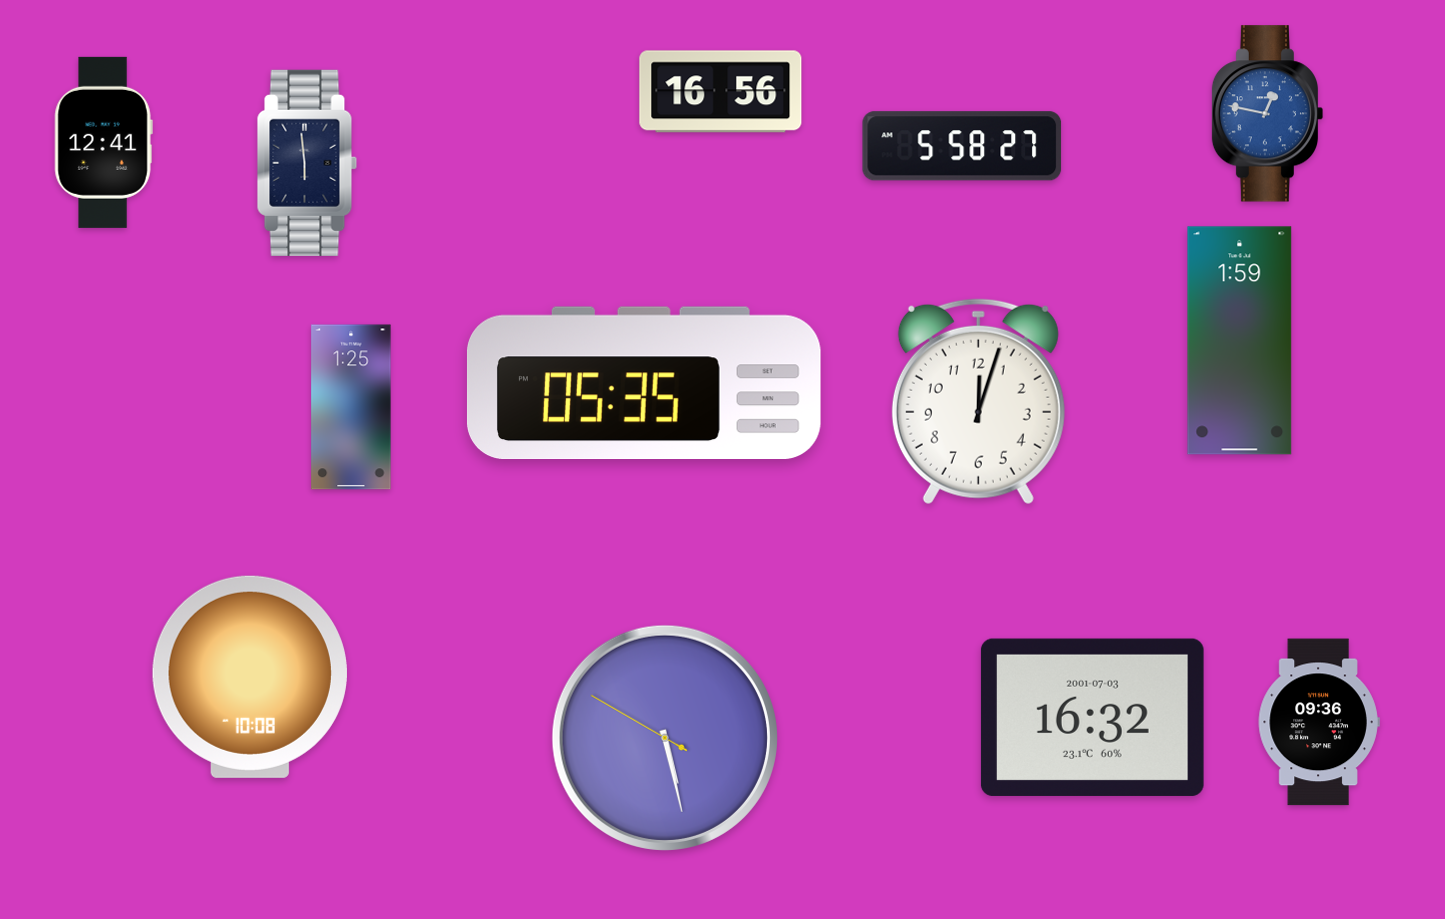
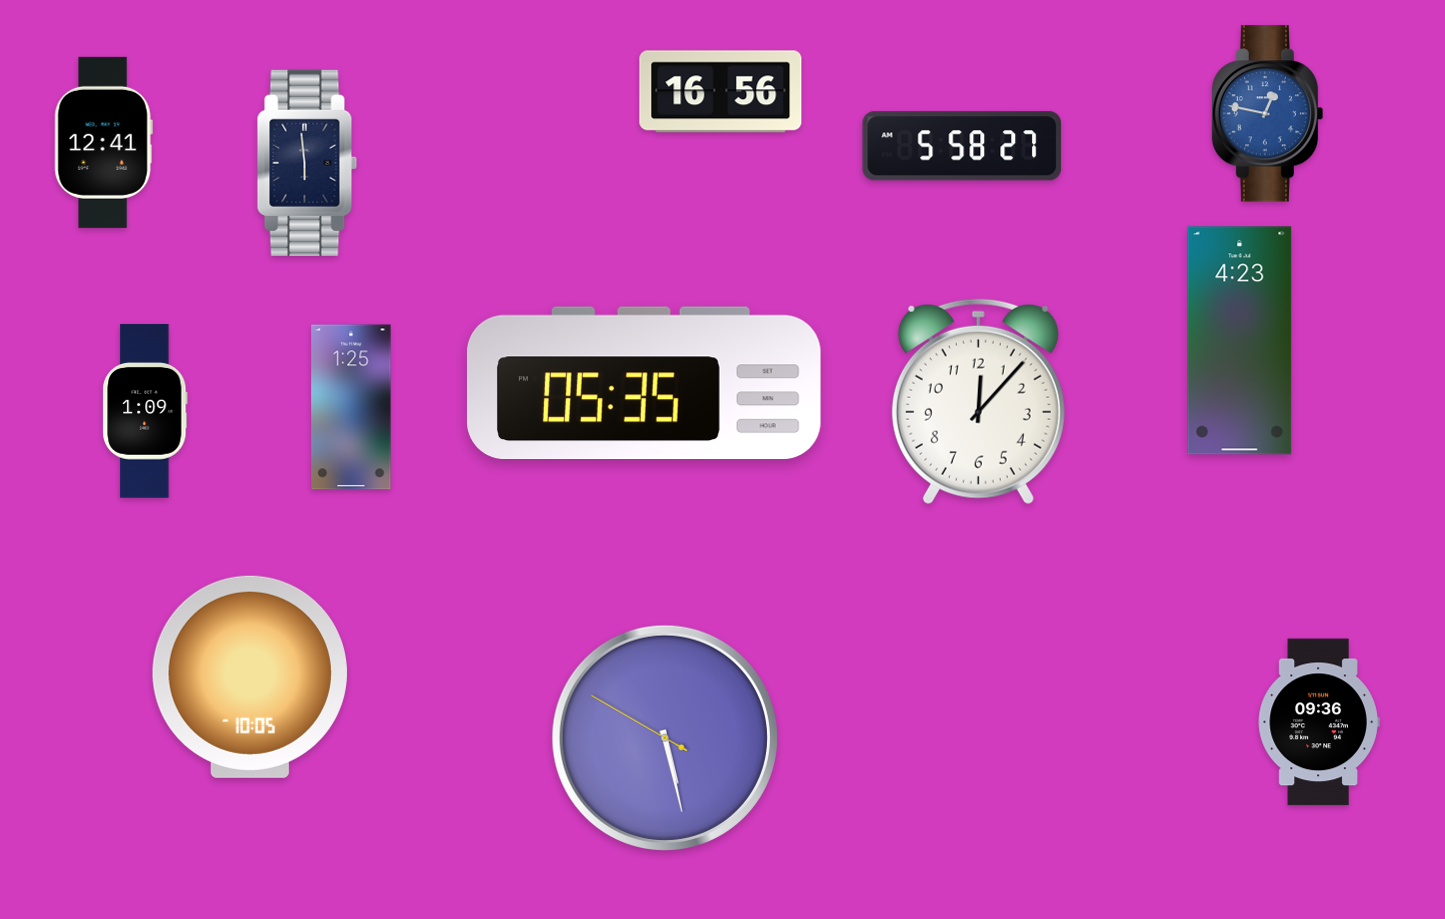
clock at (1240, 341): 1:59 -> 4:23
clock at (978, 402): 12:03 -> 12:07
clock at (145, 411): none -> 1:09
clock at (250, 677): 10:08 -> 10:05
clock at (1092, 717): 16:32 -> none
